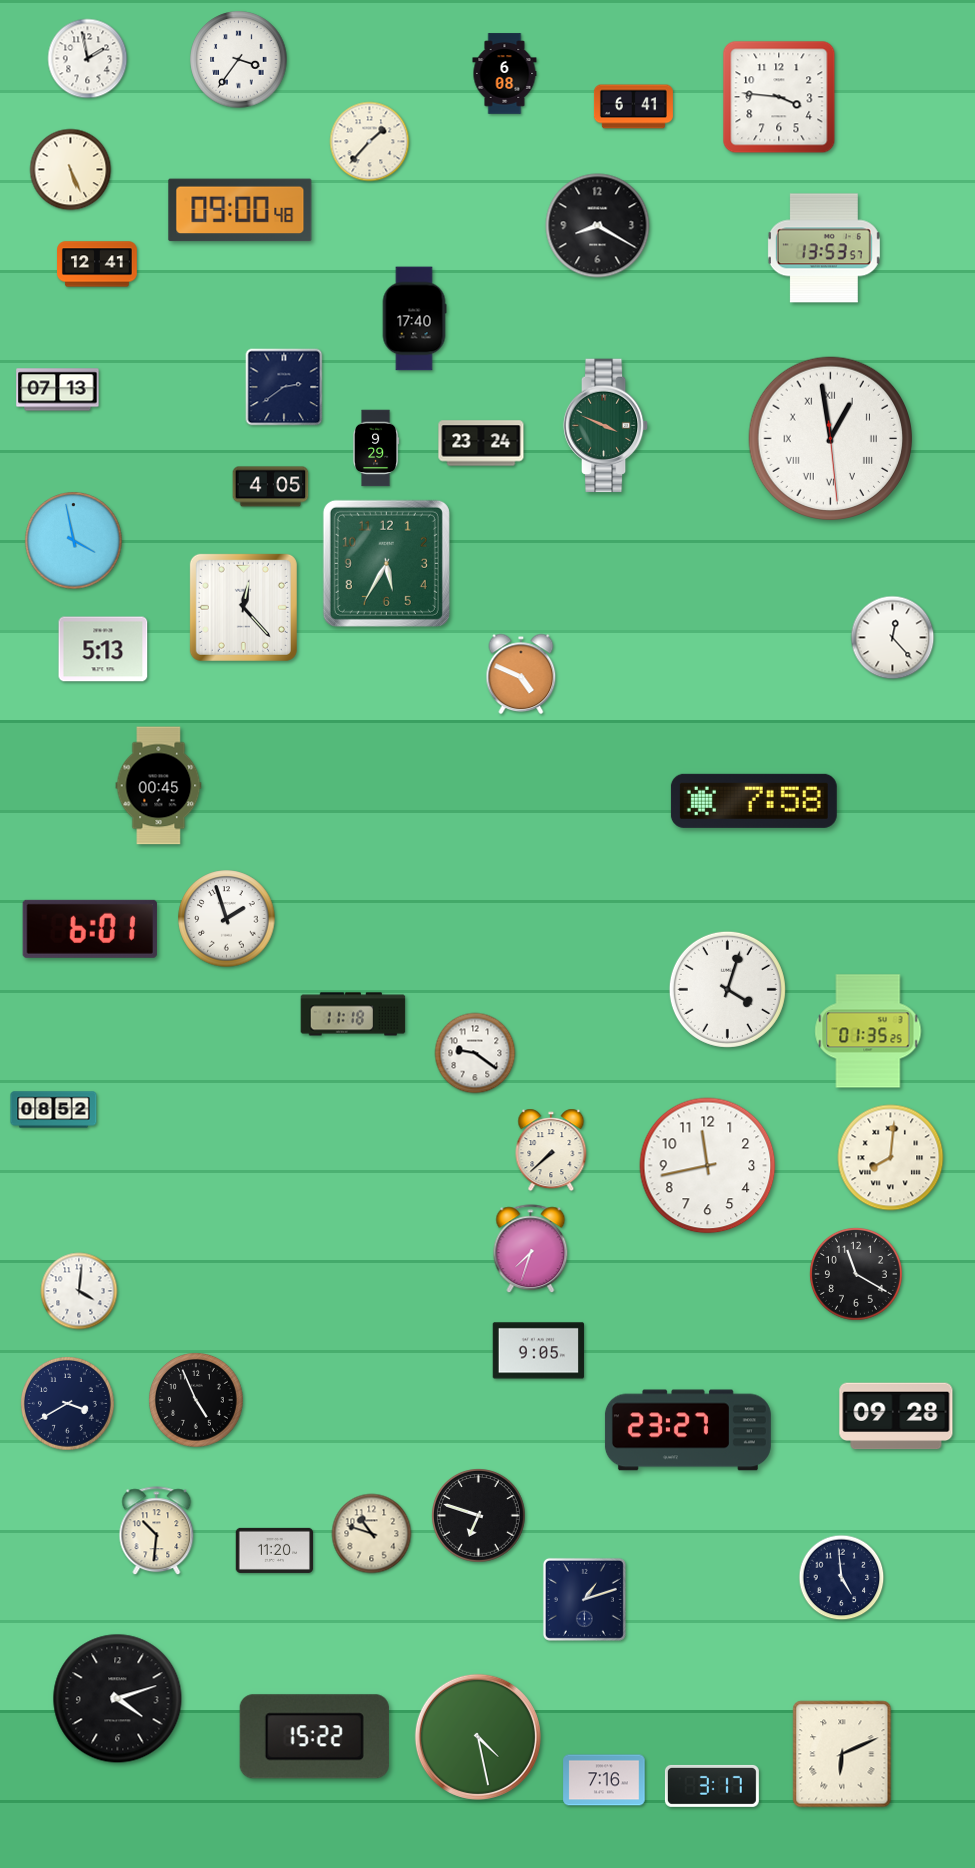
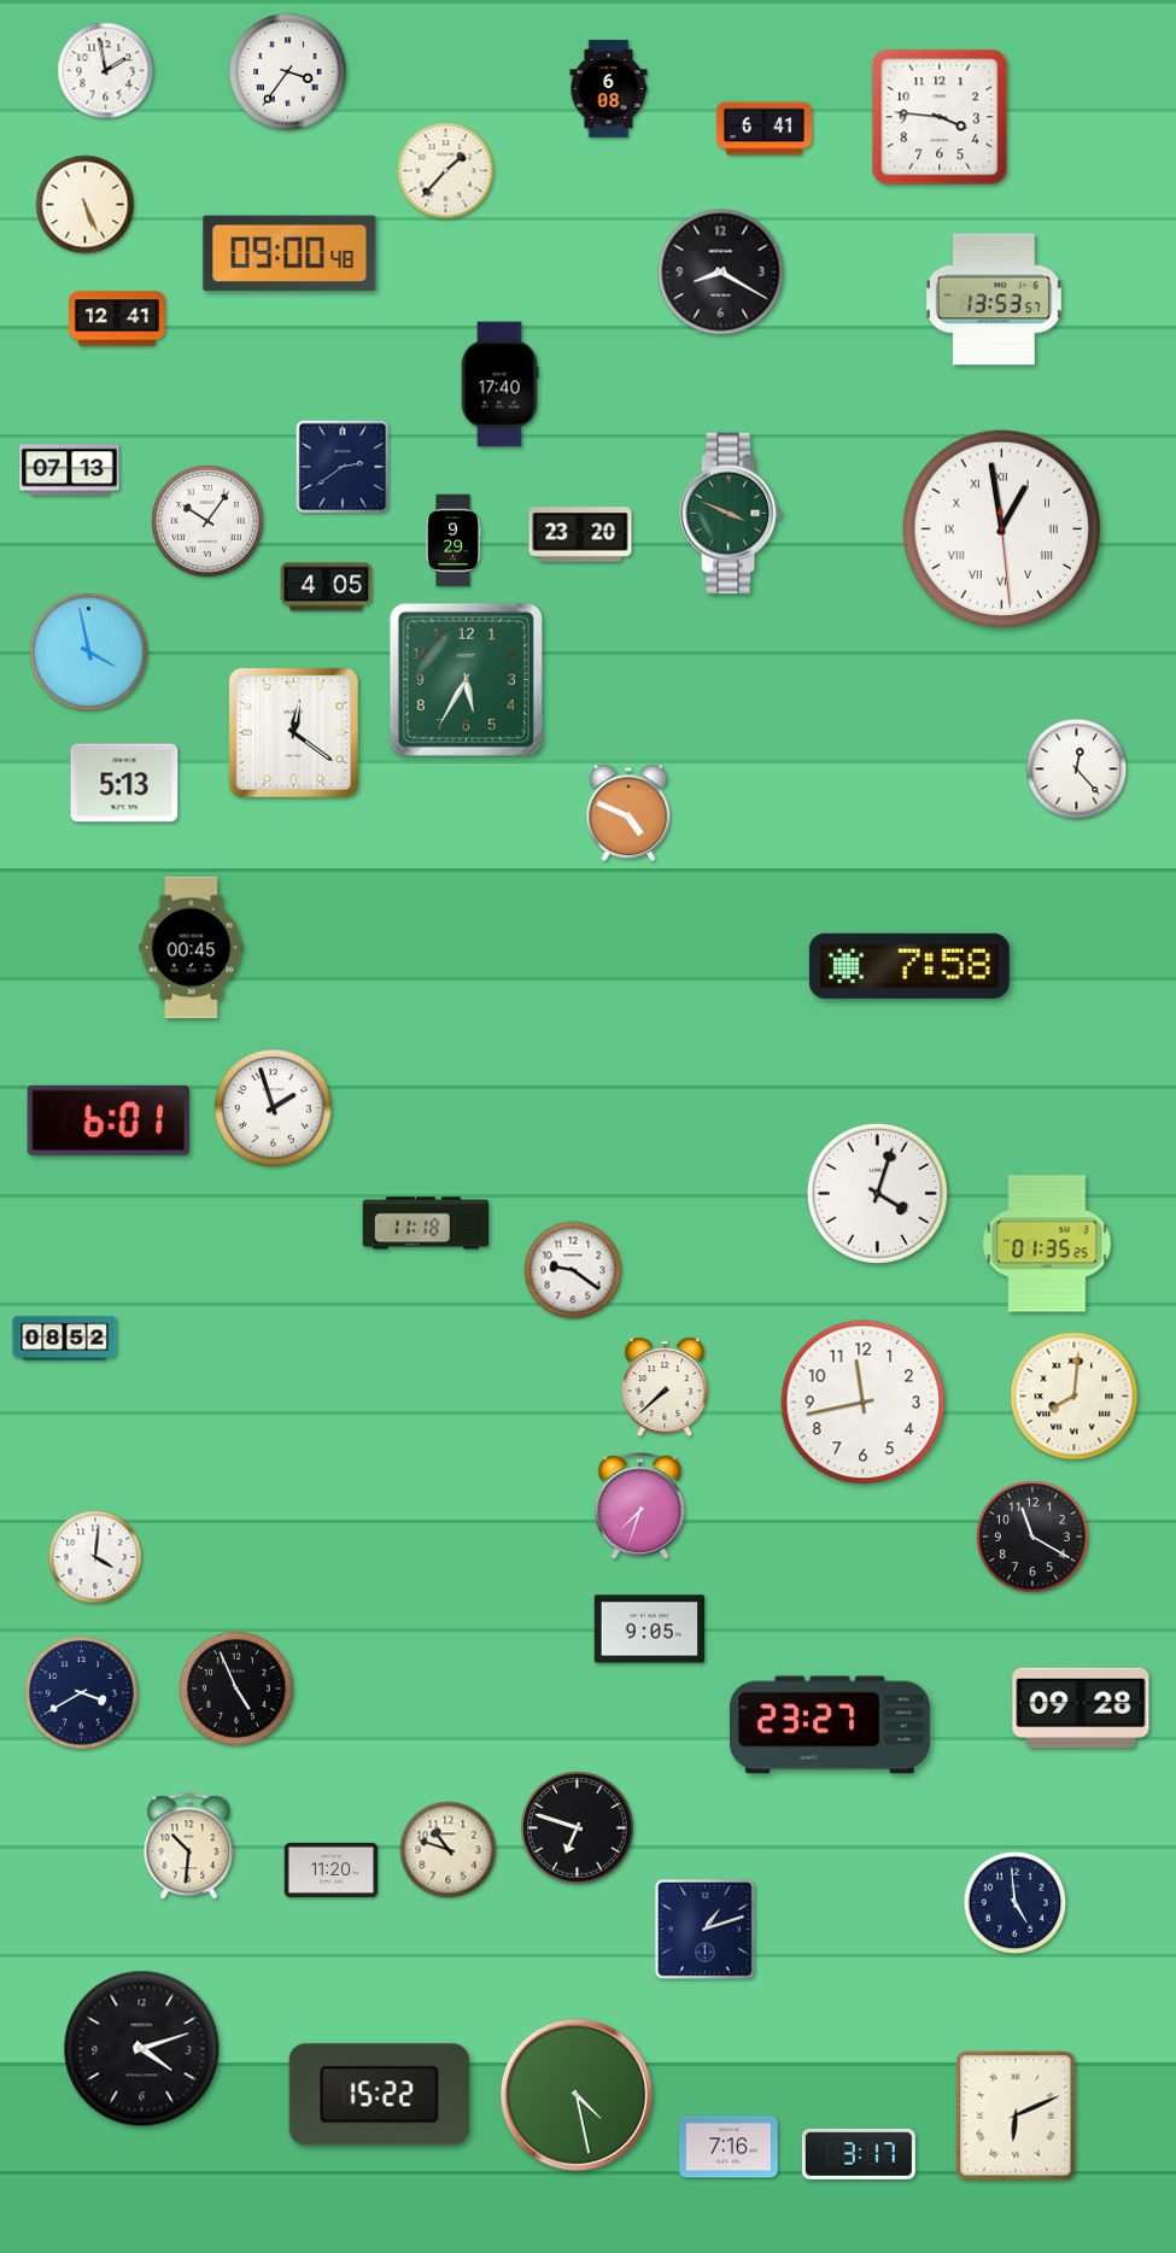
clock at (207, 521): none -> 10:06
clock at (481, 443): 23:24 -> 23:20
clock at (243, 607): 12:23 -> 12:21
clock at (708, 1166) position: (708, 1166) -> (864, 1403)
